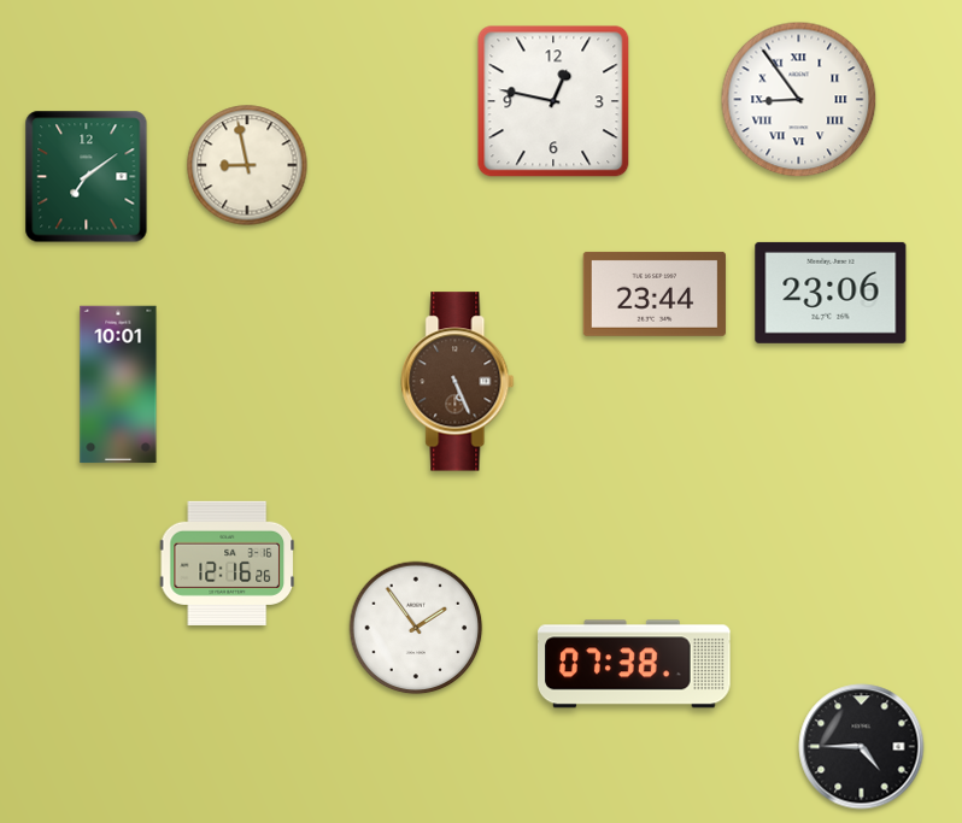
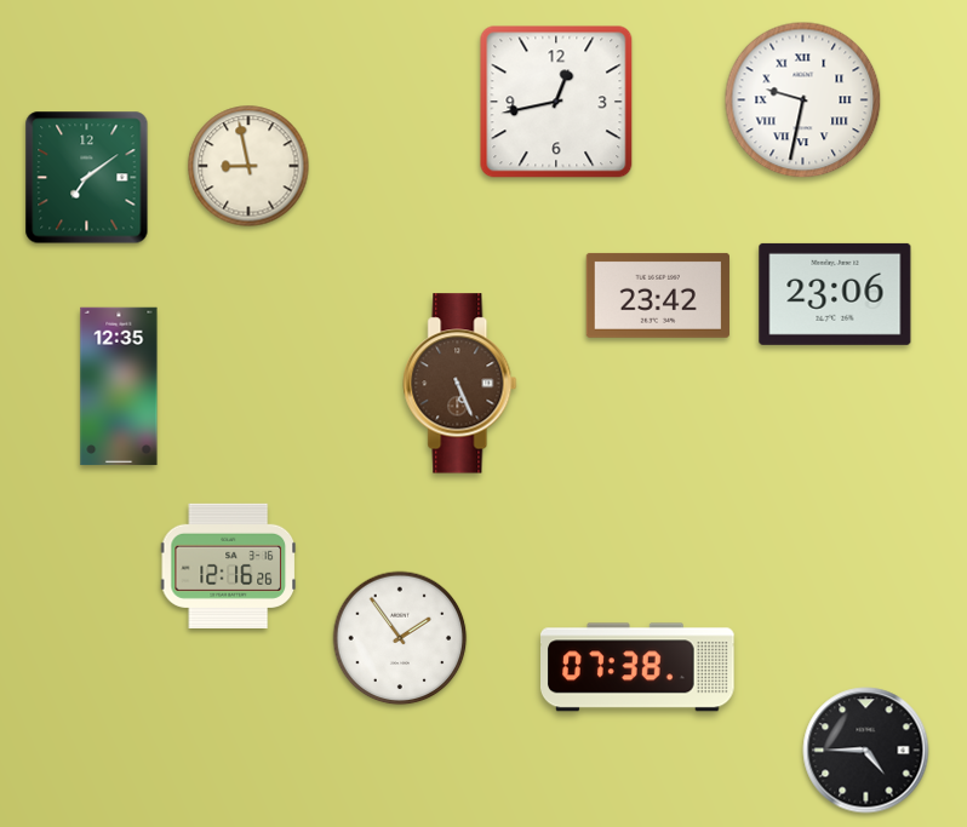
clock at (799, 100): 8:54 -> 9:32
clock at (553, 101): 12:47 -> 12:43
clock at (655, 294): 23:44 -> 23:42
clock at (118, 384): 10:01 -> 12:35
clock at (416, 628) position: (416, 628) -> (400, 638)
